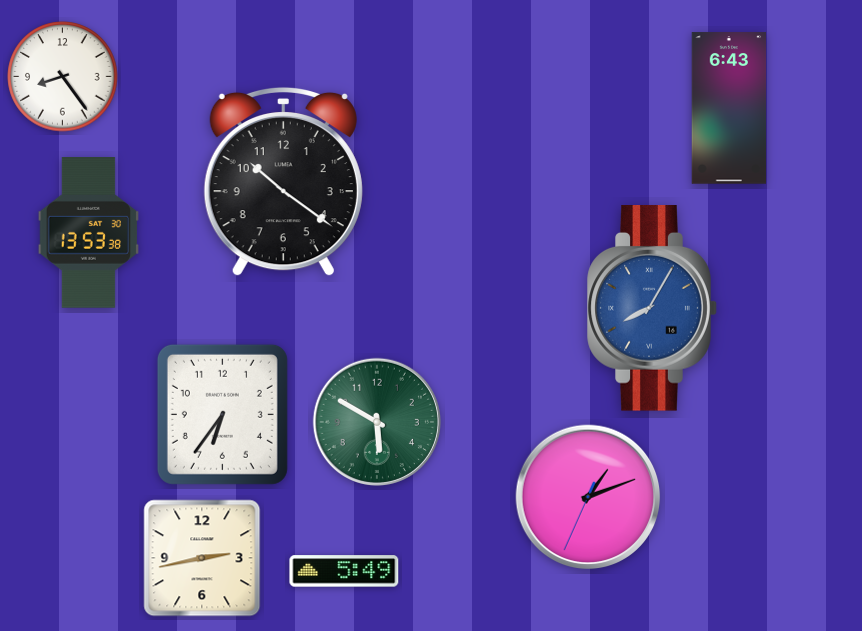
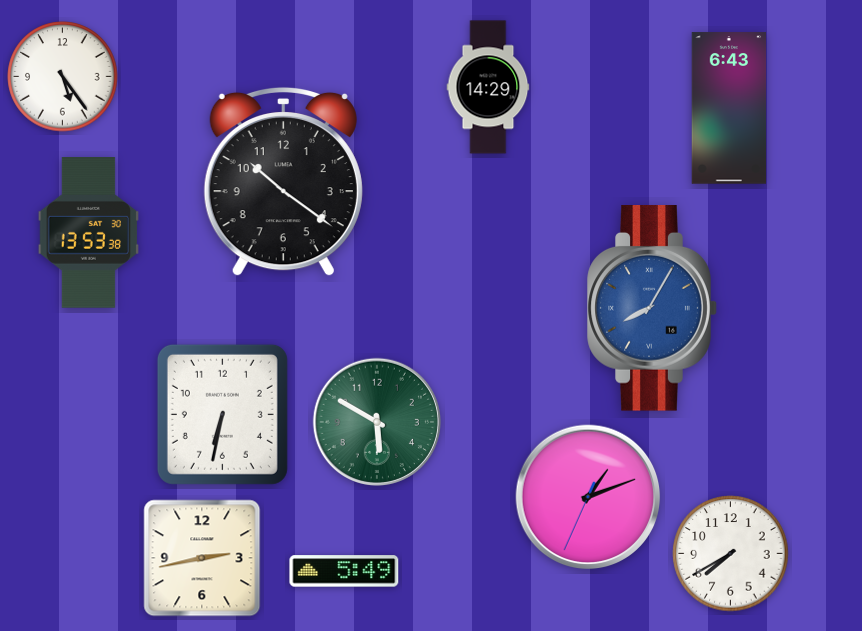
clock at (63, 77): 8:24 -> 5:24
clock at (488, 87): none -> 14:29
clock at (222, 414): 6:36 -> 6:32
clock at (731, 554): none -> 7:40
